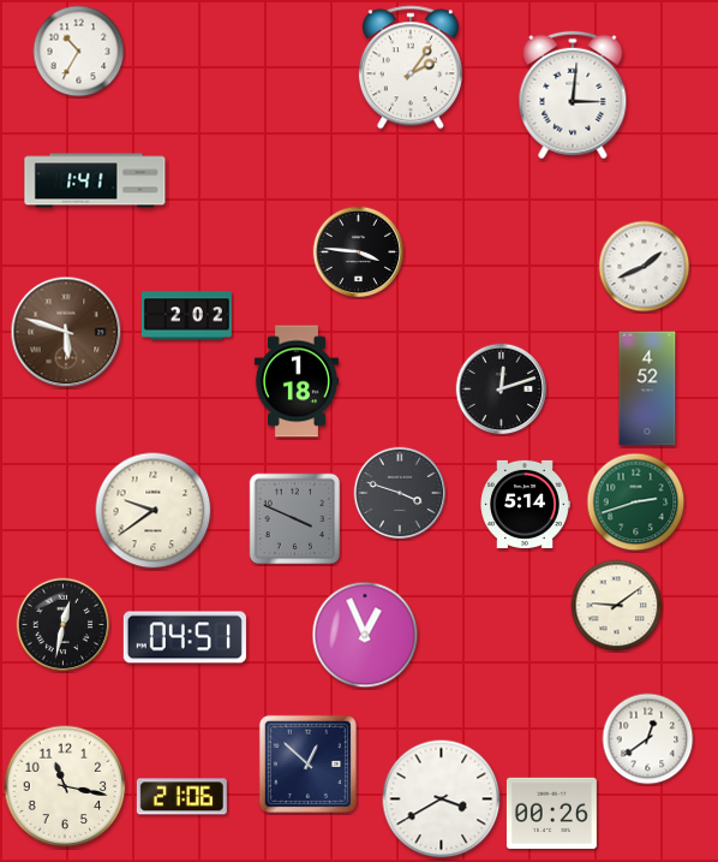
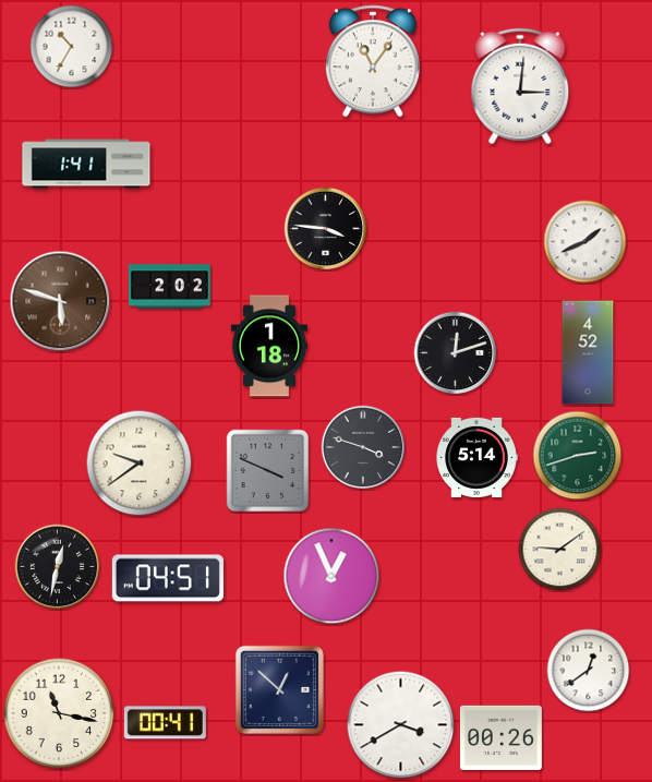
clock at (411, 67): 2:06 -> 11:06
clock at (307, 763) position: (307, 763) -> (279, 689)
clock at (181, 797): 21:06 -> 00:41
